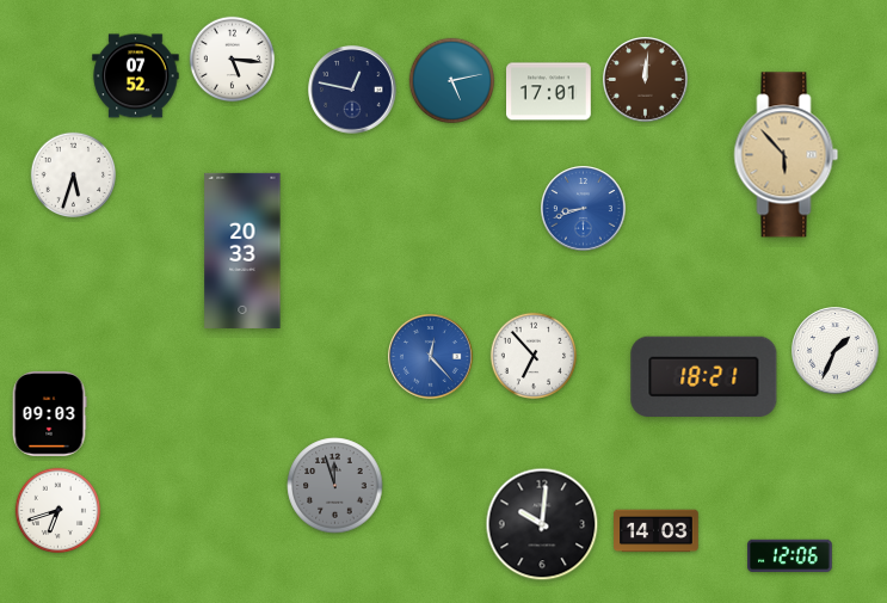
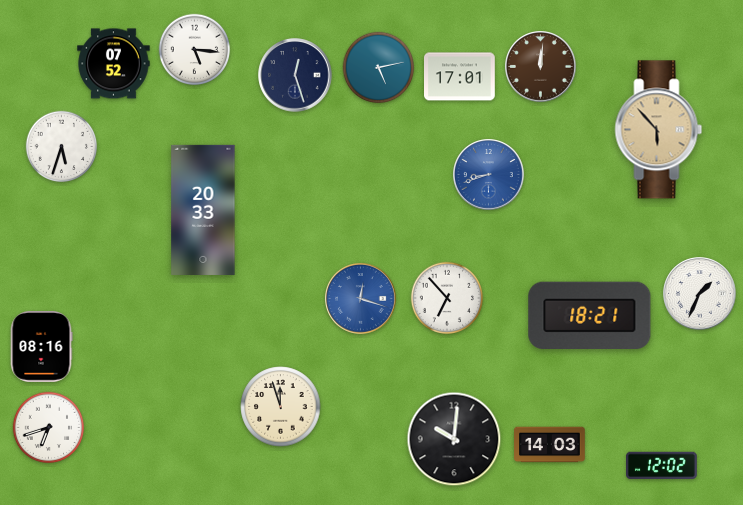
clock at (352, 90): 12:47 -> 12:27
clock at (431, 357): 12:23 -> 12:18
clock at (49, 414): 09:03 -> 08:16
clock at (335, 486) dial: grey -> cream
clock at (790, 556): 12:06 -> 12:02
